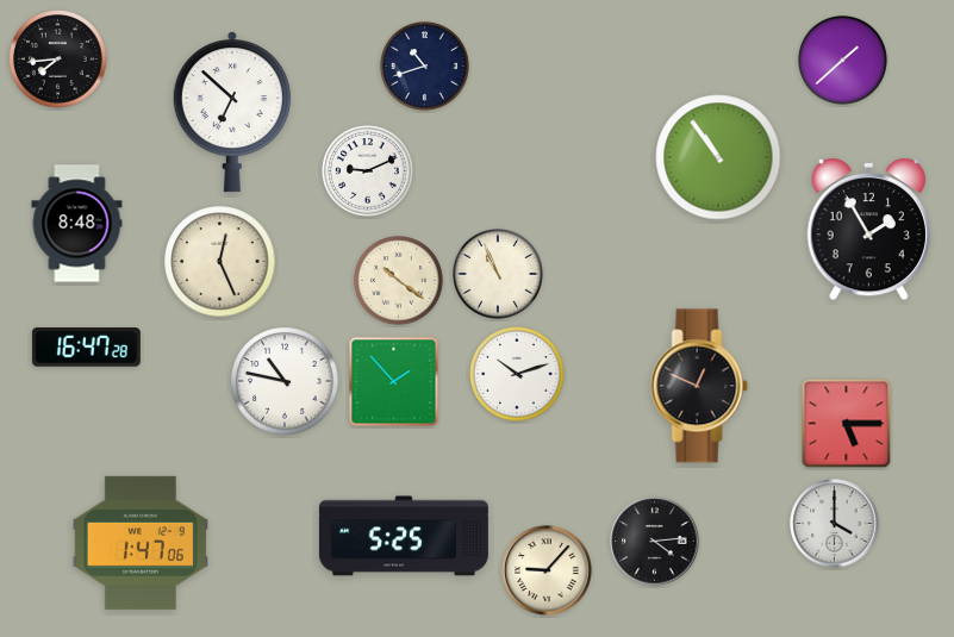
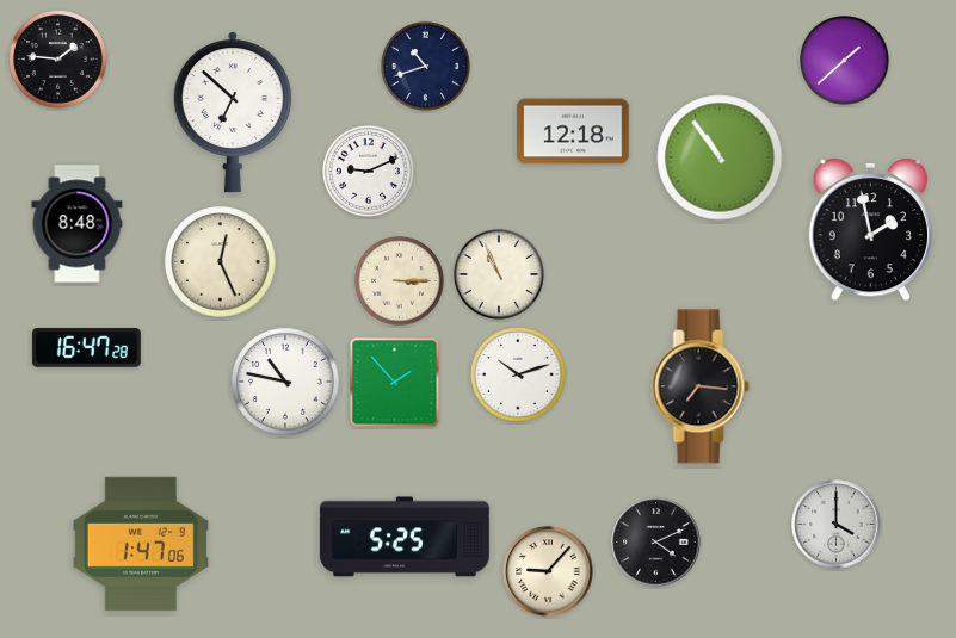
clock at (58, 60): 7:44 -> 1:46
clock at (573, 131): none -> 12:18
clock at (869, 230): 1:55 -> 1:58
clock at (399, 281): 10:21 -> 3:15
clock at (699, 386): 12:49 -> 7:16
clock at (847, 424): 5:15 -> none
clock at (655, 542): 4:14 -> 4:11
